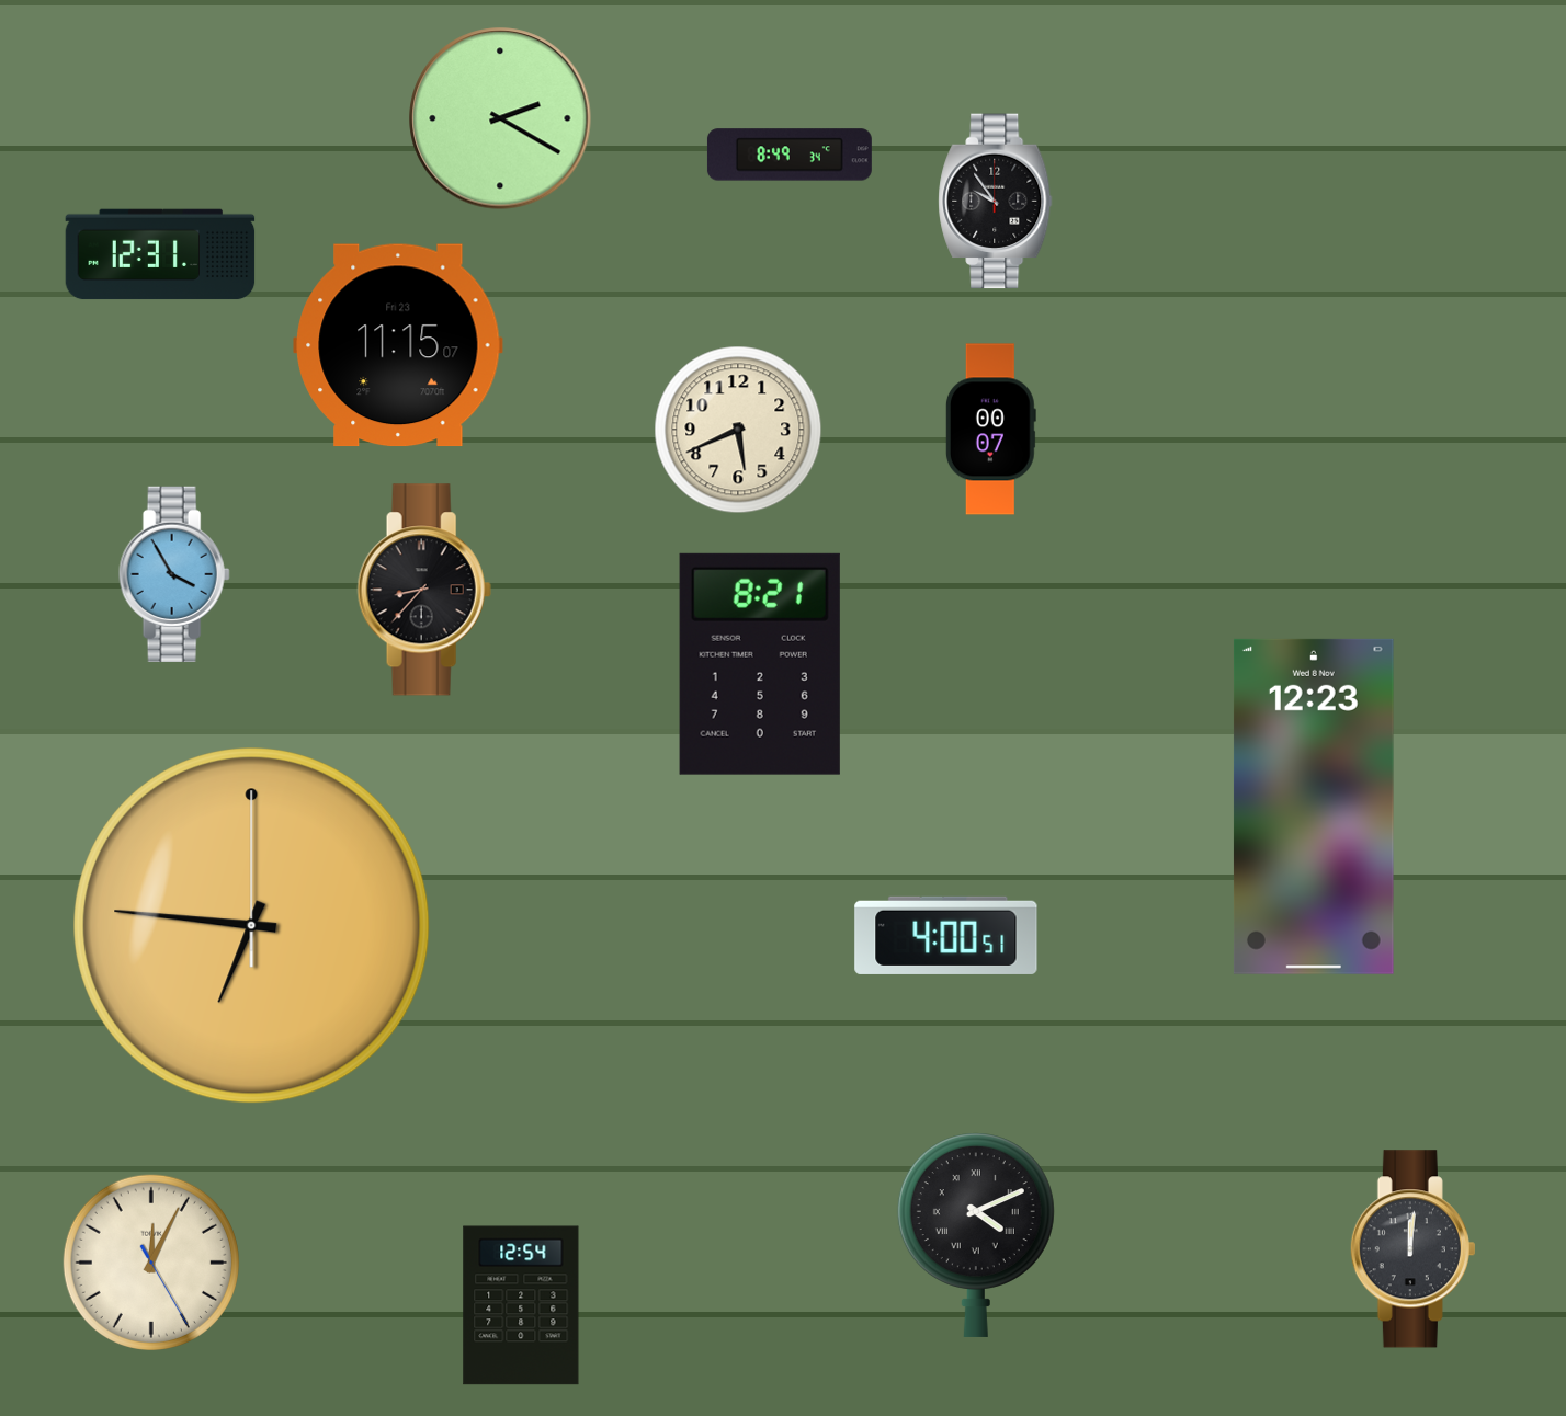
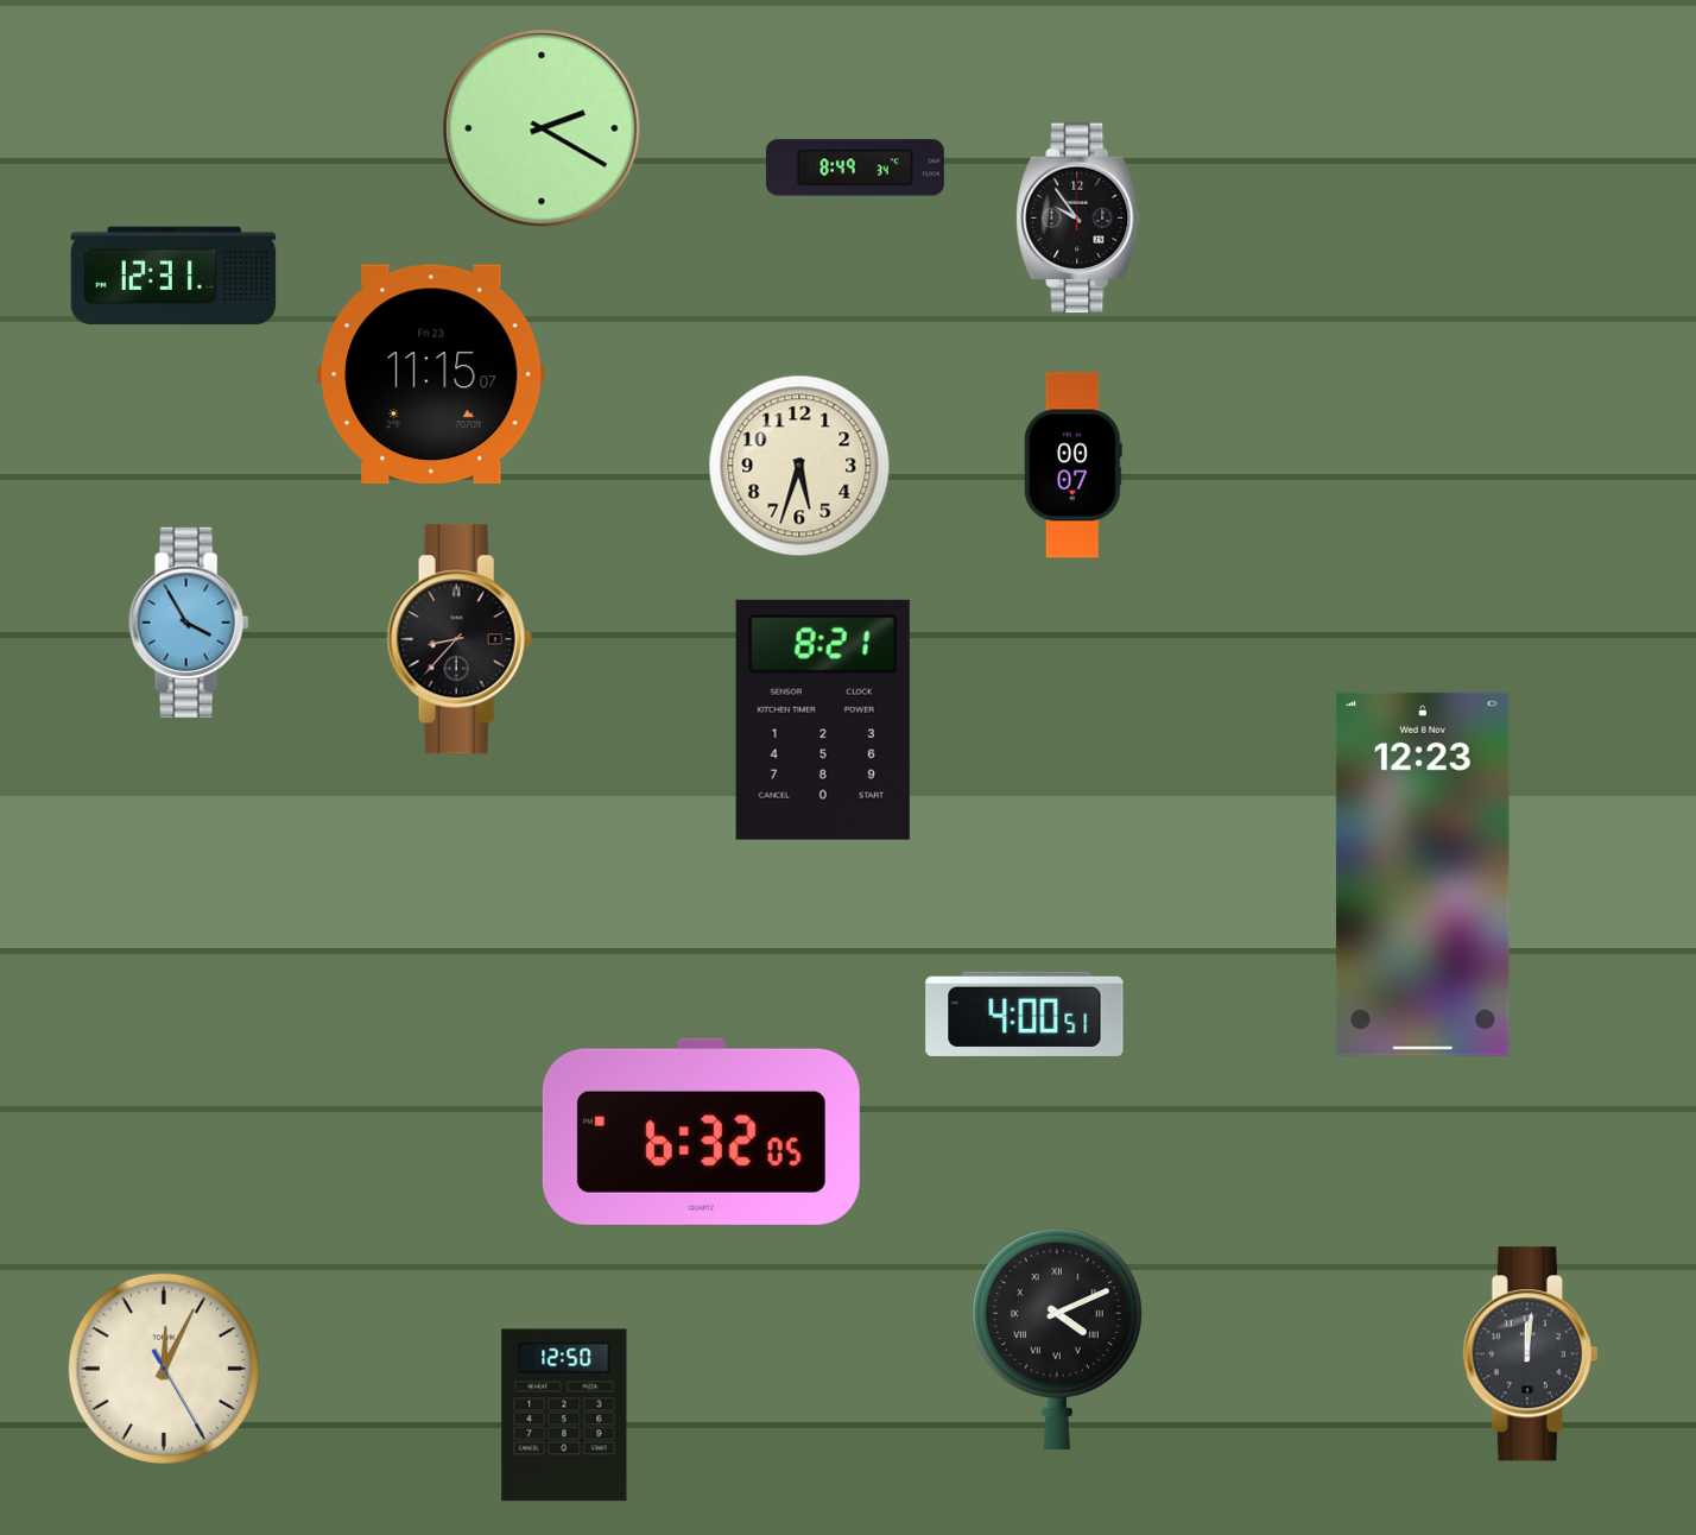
clock at (738, 430): 5:41 -> 5:33
clock at (252, 926): 6:46 -> none
clock at (701, 1131): none -> 6:32
clock at (521, 1305): 12:54 -> 12:50
